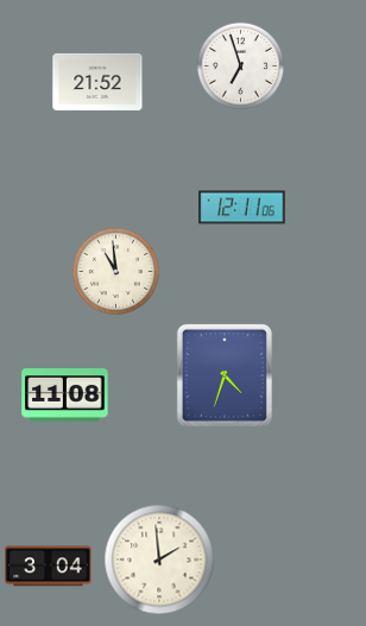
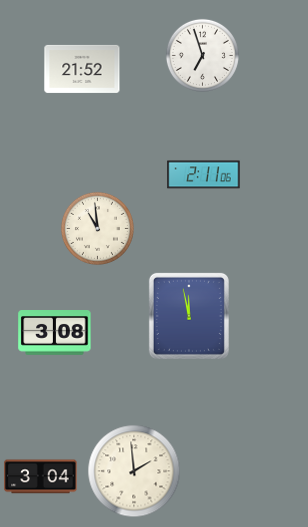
clock at (242, 208): 12:11 -> 2:11
clock at (225, 375): 4:33 -> 11:58
clock at (65, 396): 11:08 -> 3:08
